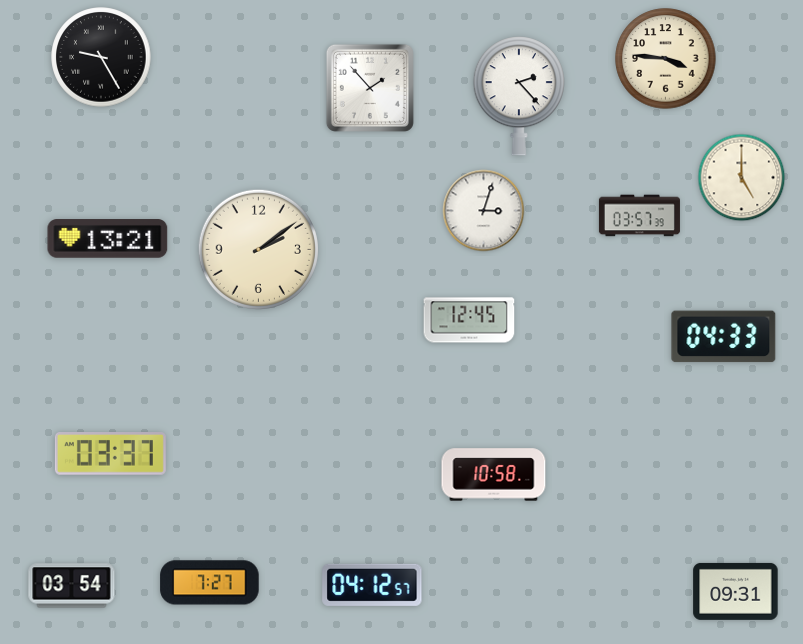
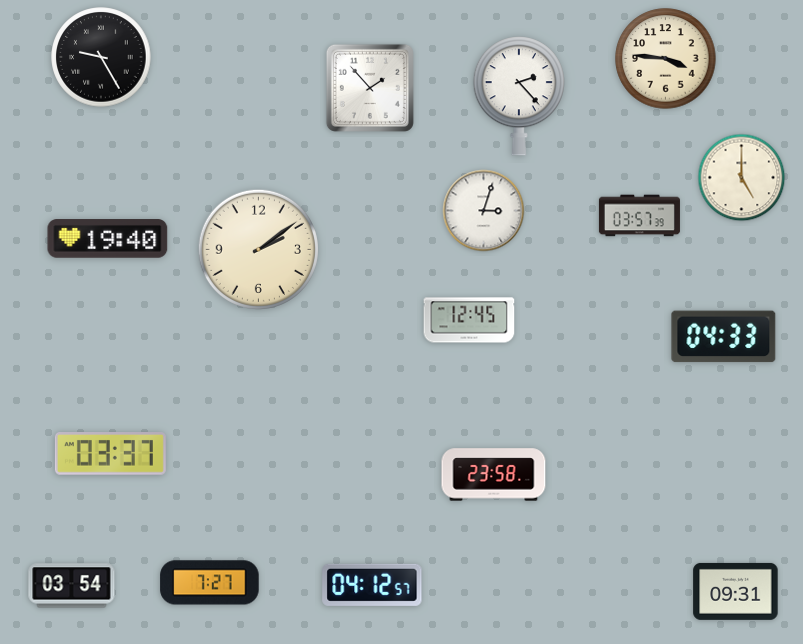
clock at (108, 239): 13:21 -> 19:40
clock at (494, 475): 10:58 -> 23:58
